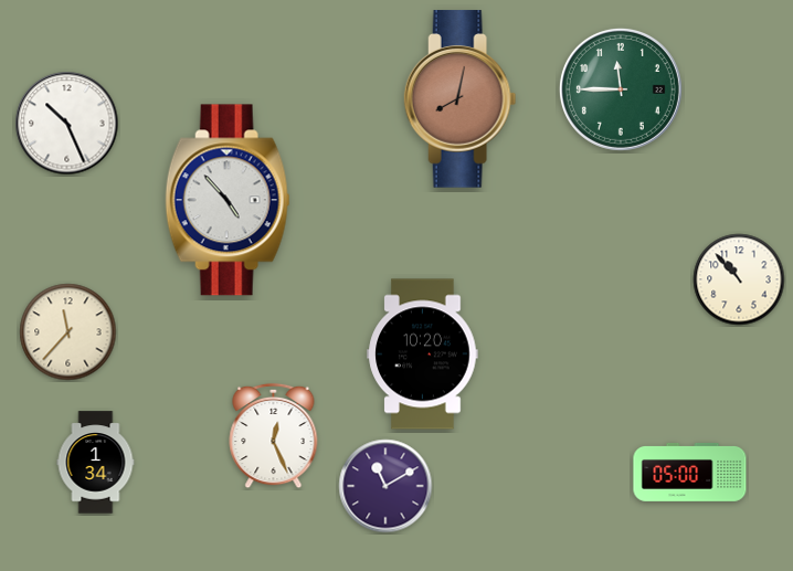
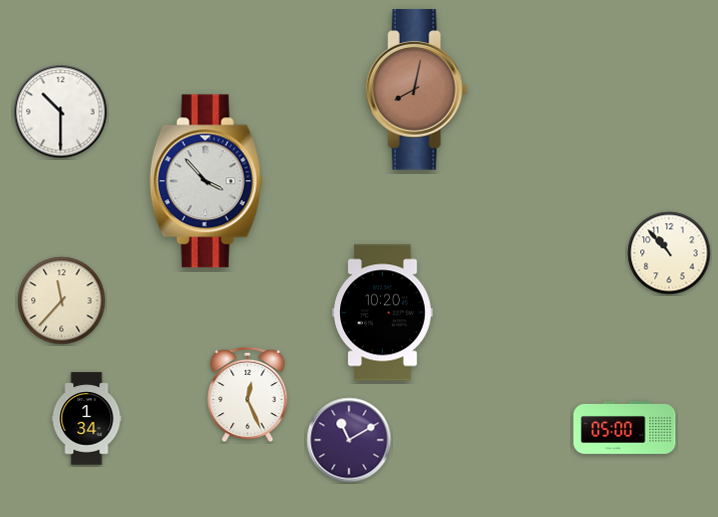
clock at (621, 89): 11:45 -> none
clock at (67, 124): 10:26 -> 10:30
clock at (228, 200): 4:53 -> 3:53
clock at (423, 355) position: (423, 355) -> (383, 313)
